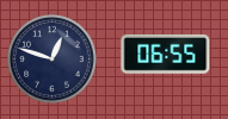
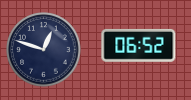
clock at (166, 54): 06:55 -> 06:52
